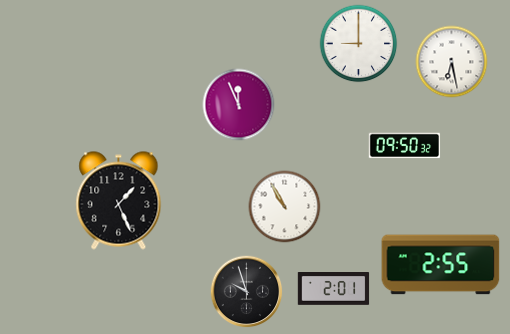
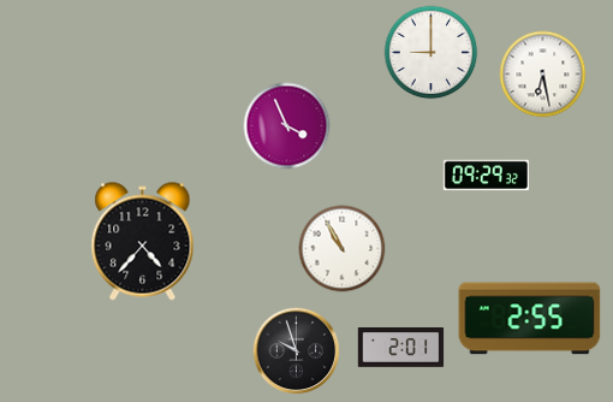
clock at (239, 105): 11:56 -> 3:56
clock at (405, 146): 09:50 -> 09:29
clock at (119, 201): 1:26 -> 4:37
